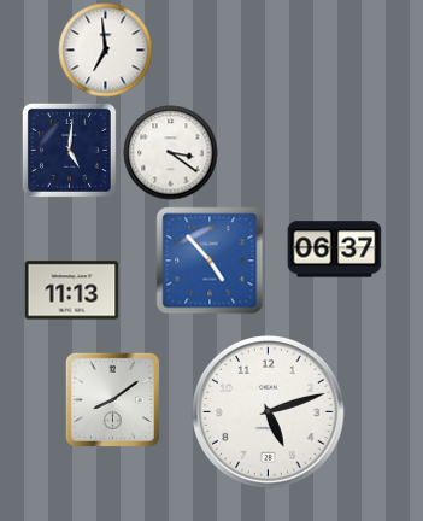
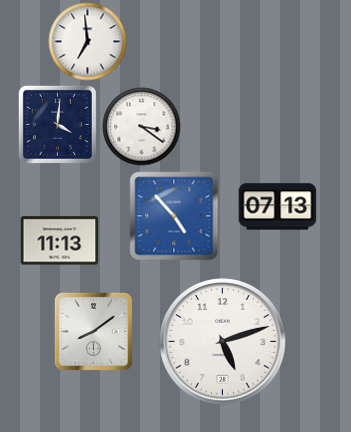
clock at (69, 150): 5:01 -> 4:01
clock at (334, 250): 06:37 -> 07:13
